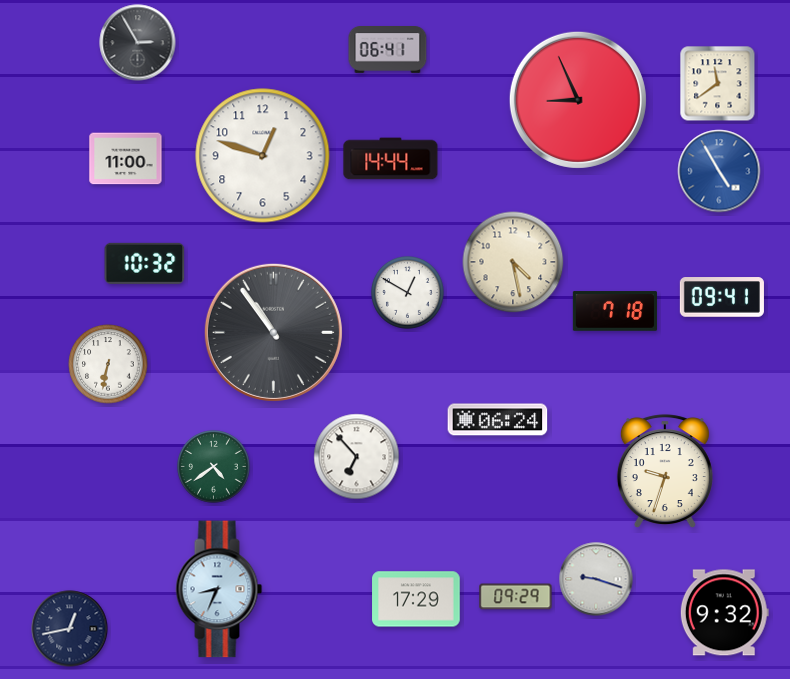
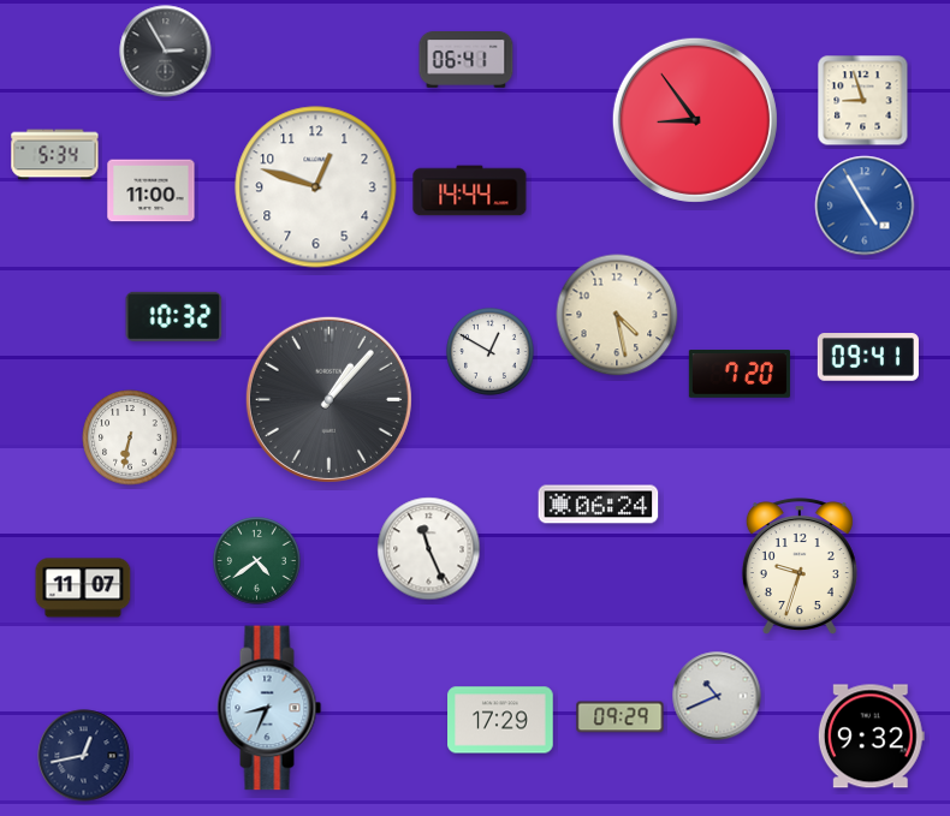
clock at (718, 84): 11:39 -> 8:57
clock at (578, 100): 8:56 -> 8:54
clock at (55, 155): none -> 5:34
clock at (615, 311): 7:18 -> 7:20
clock at (273, 332): 10:54 -> 1:07
clock at (357, 457): 6:53 -> 11:26
clock at (83, 588): none -> 11:07
clock at (596, 579): 9:18 -> 10:41
clock at (219, 589) position: (219, 589) -> (269, 708)
